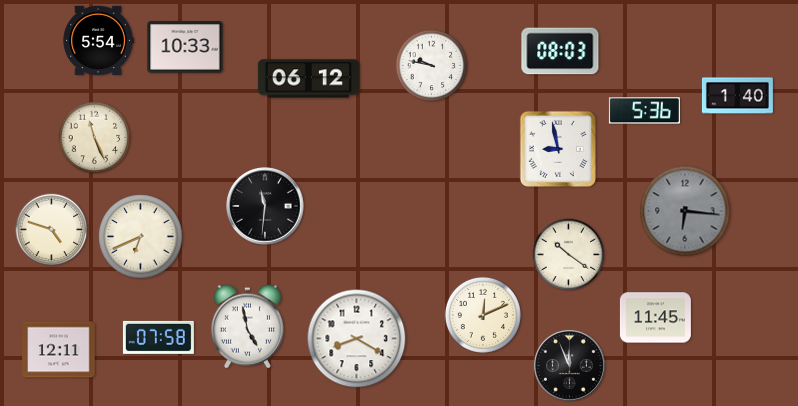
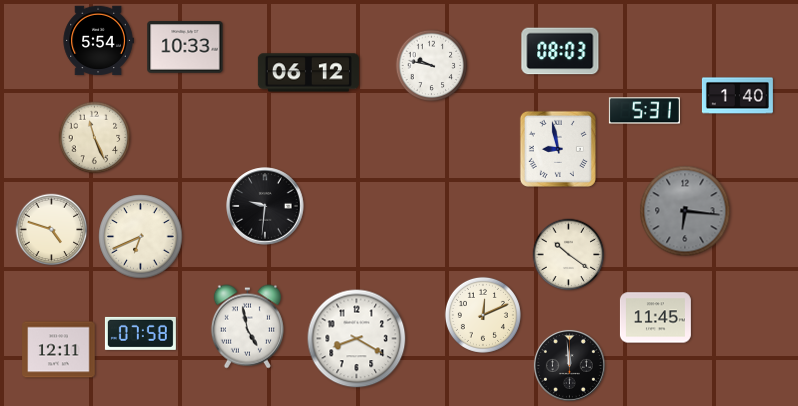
clock at (308, 79) position: (308, 79) -> (308, 73)
clock at (644, 111): 5:36 -> 5:31
clock at (265, 206): 11:31 -> 9:31
clock at (158, 337) position: (158, 337) -> (140, 333)
clock at (569, 365): 11:56 -> 11:59
